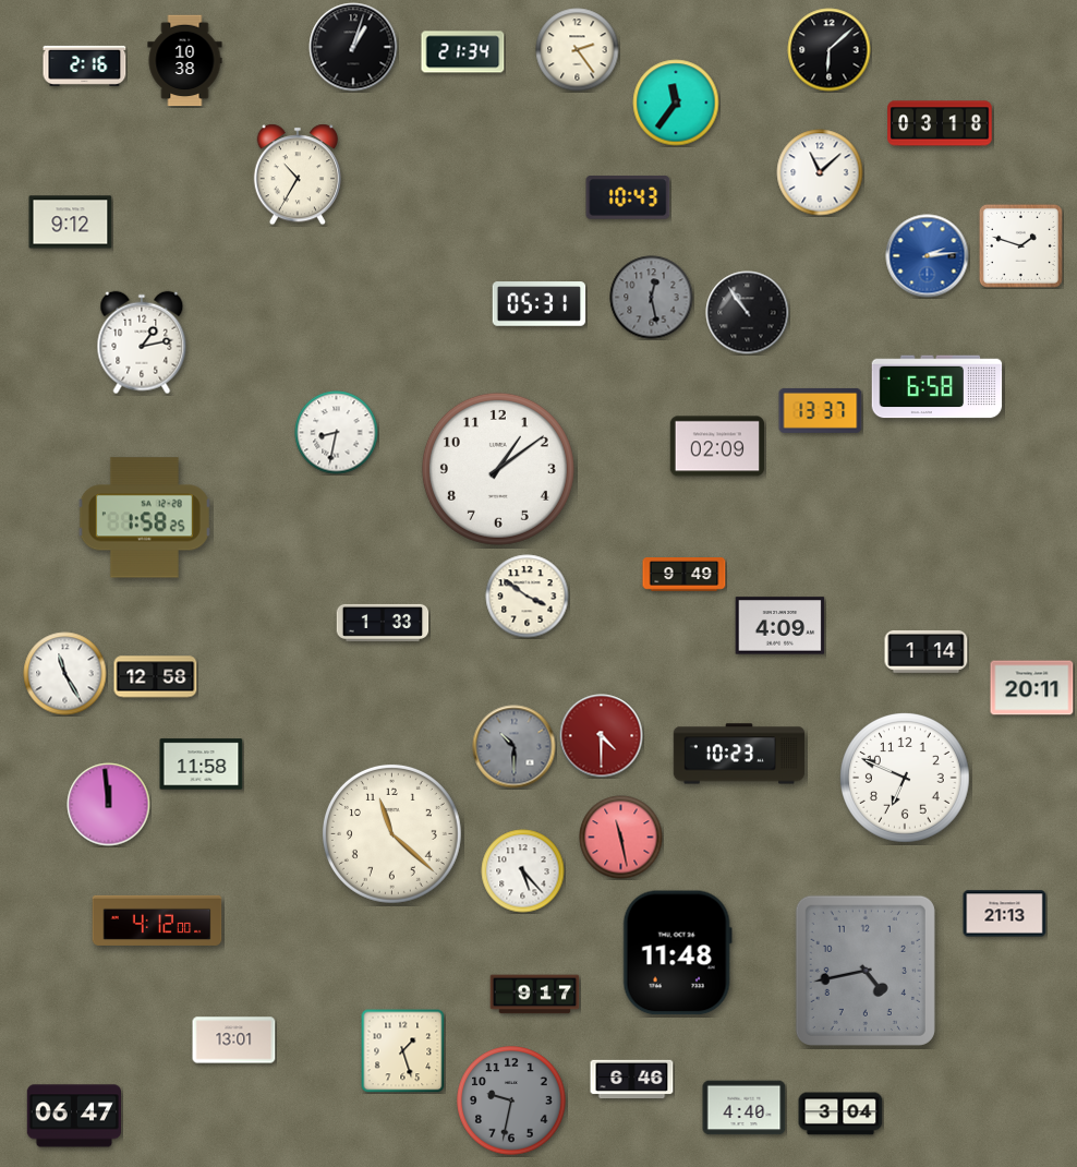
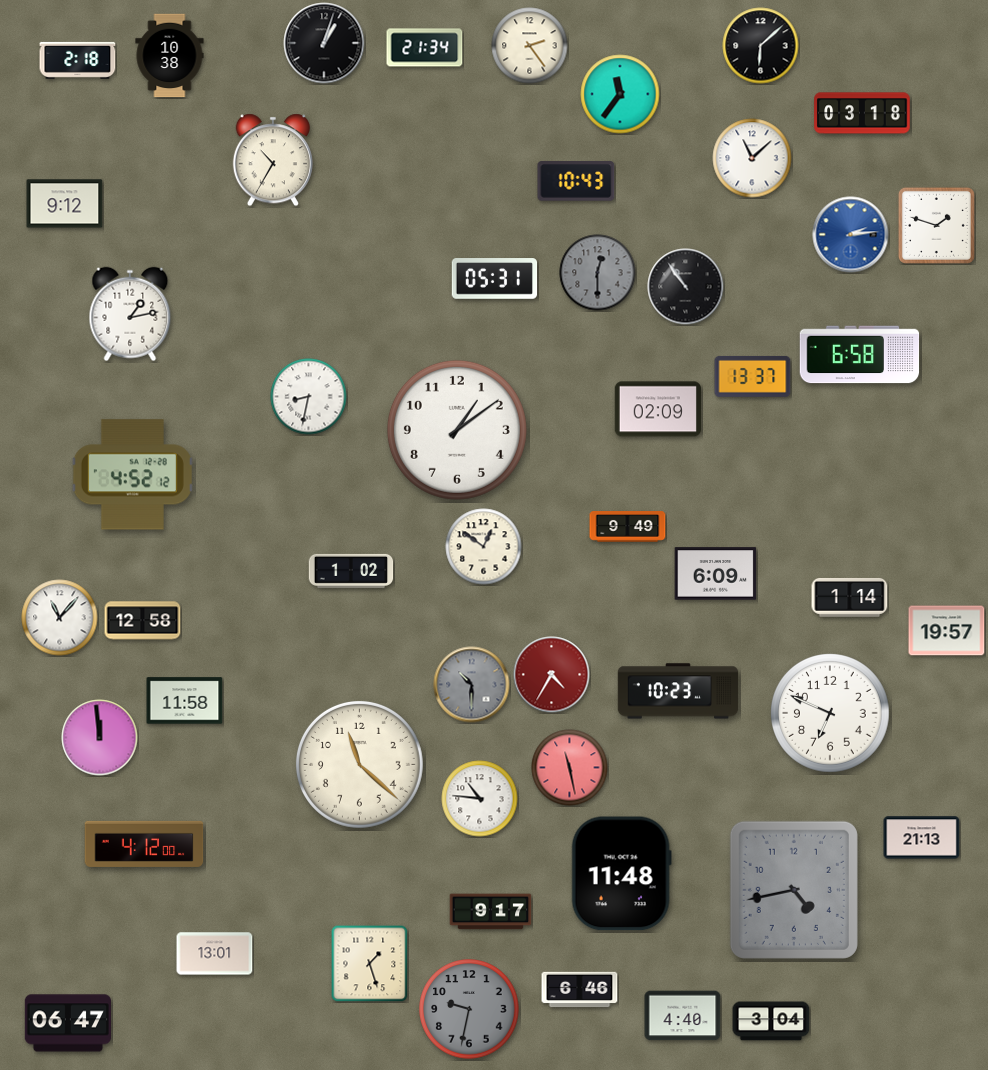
clock at (85, 65): 2:16 -> 2:18
clock at (652, 298): 12:28 -> 12:30
clock at (144, 518): 1:58 -> 4:52
clock at (528, 597): 3:51 -> 12:51
clock at (383, 623): 1:33 -> 1:02
clock at (780, 626): 4:09 -> 6:09
clock at (65, 674): 11:25 -> 11:07
clock at (1032, 688): 20:11 -> 19:57
clock at (602, 736): 4:30 -> 4:35
clock at (523, 871): 5:23 -> 10:46
